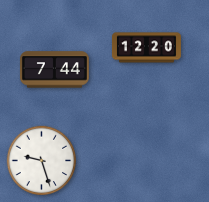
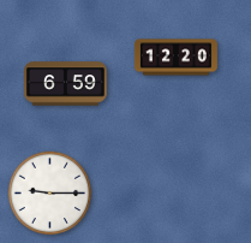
clock at (54, 70): 7:44 -> 6:59
clock at (42, 161): 9:27 -> 9:15
